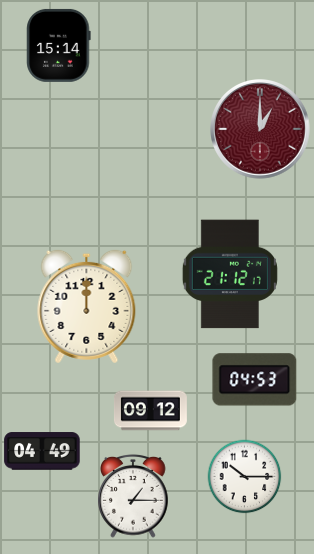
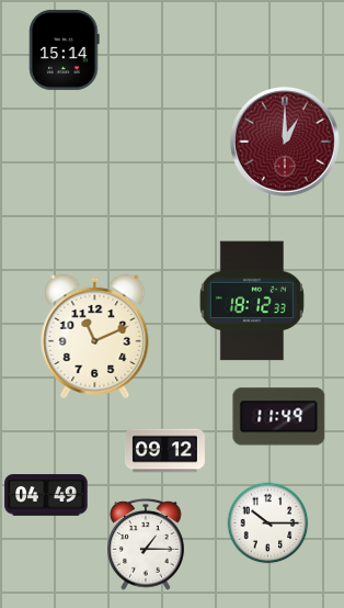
clock at (230, 274): 21:12 -> 18:12
clock at (87, 306): 12:00 -> 11:11
clock at (255, 380): 04:53 -> 11:49
